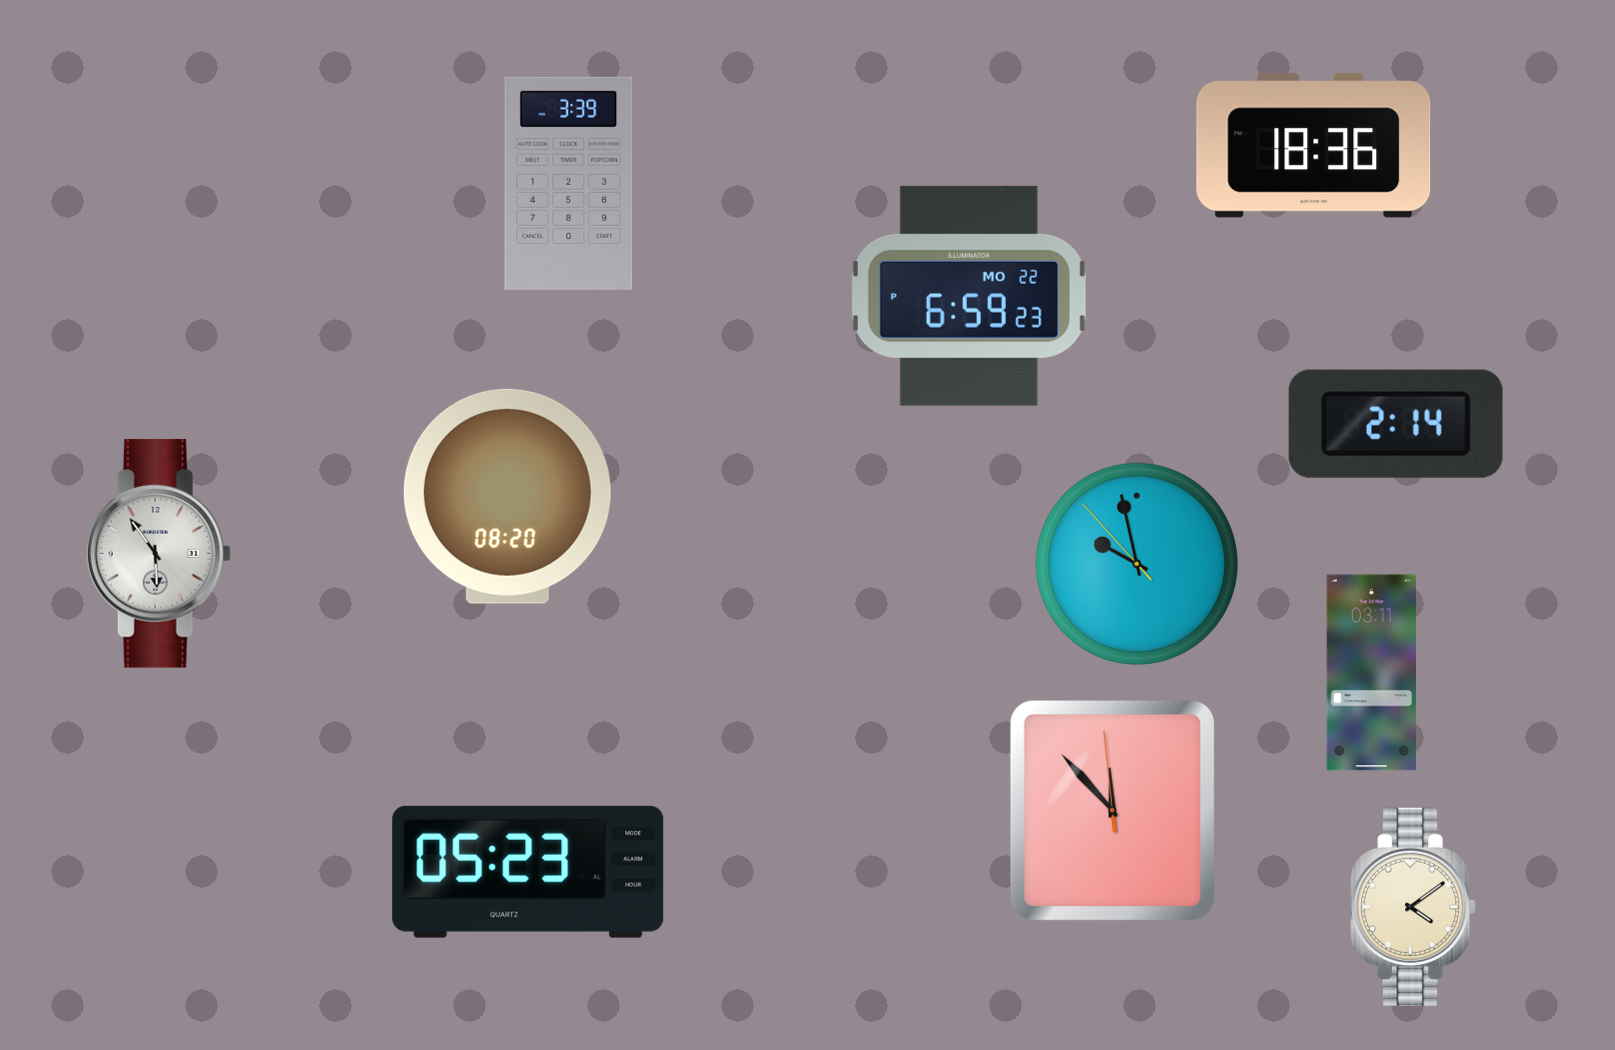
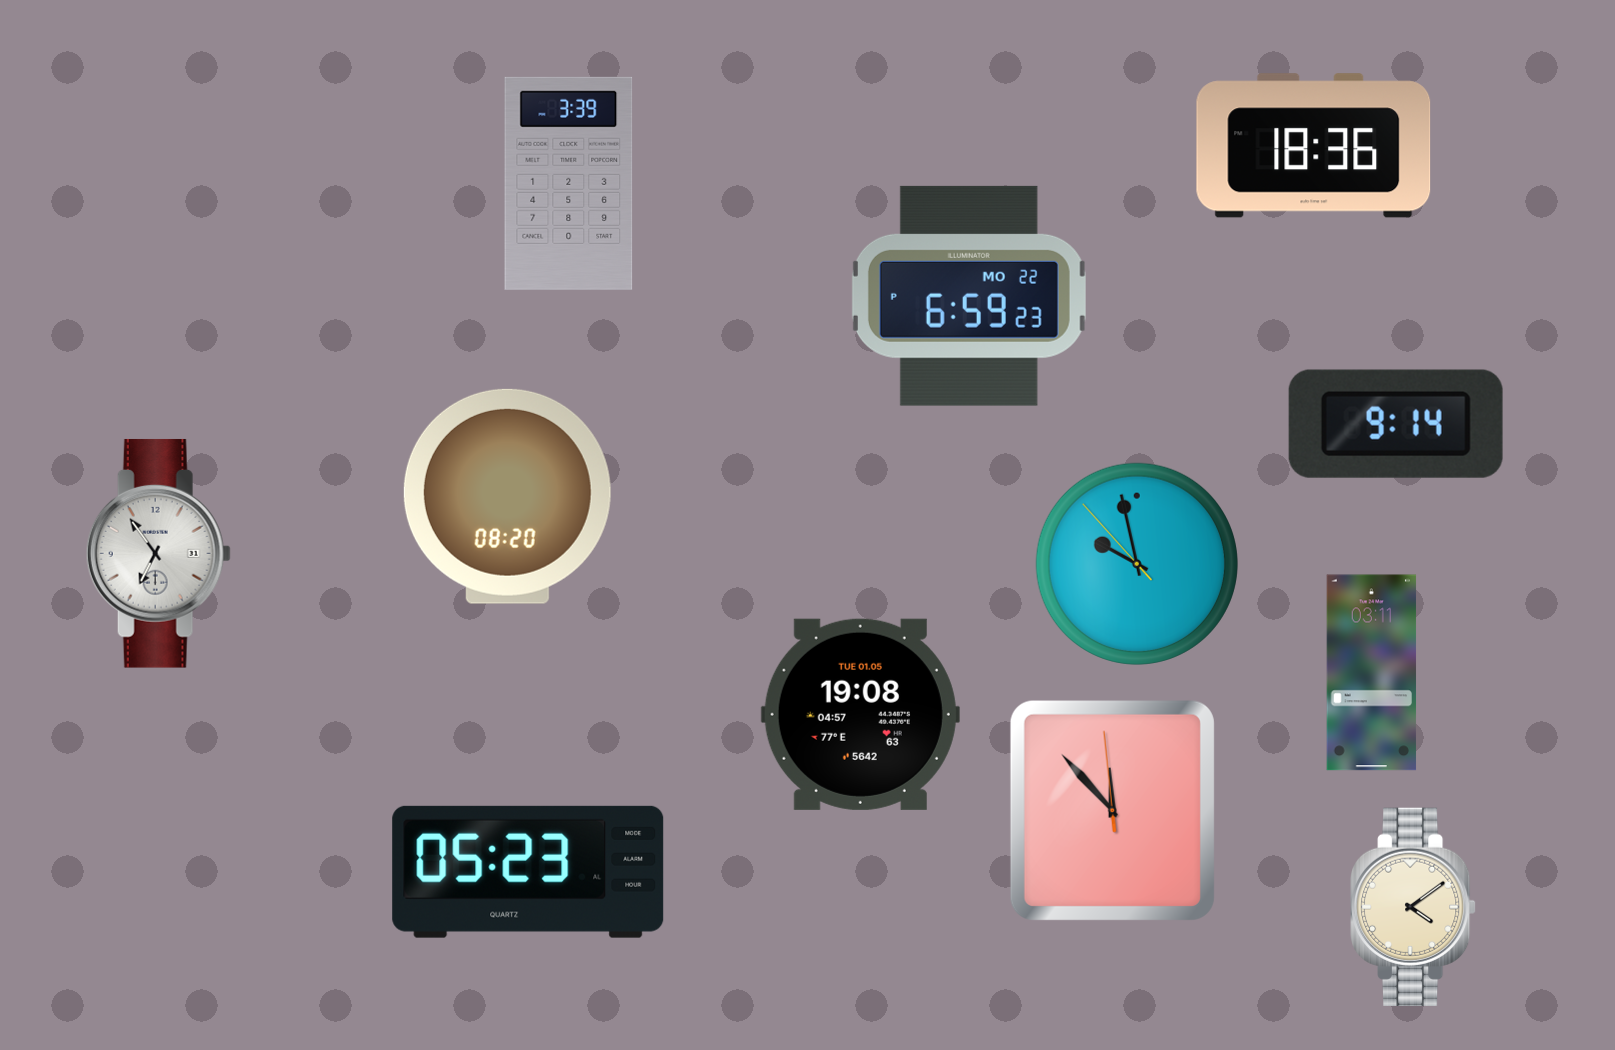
clock at (1396, 424): 2:14 -> 9:14
clock at (158, 554): 5:54 -> 6:54
clock at (860, 714): none -> 19:08
